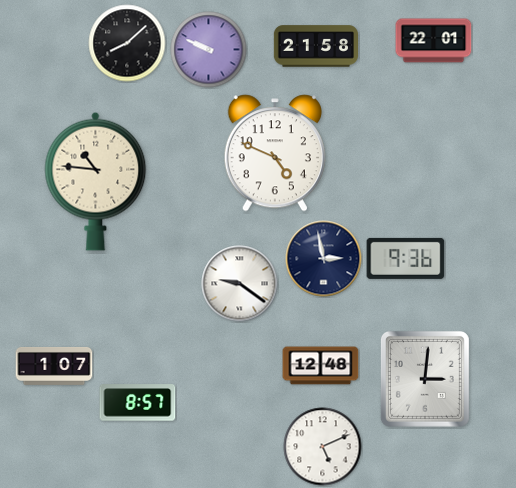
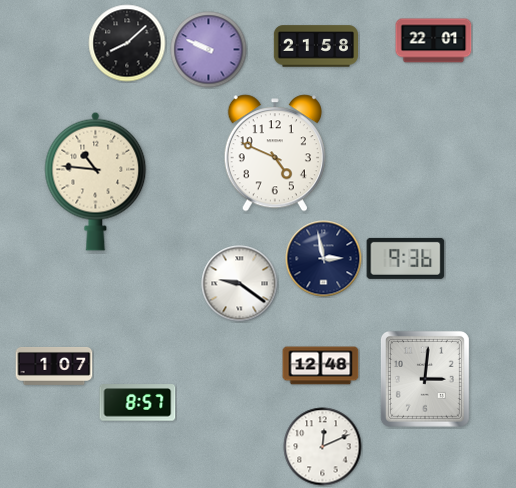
clock at (323, 447): 5:11 -> 12:11
